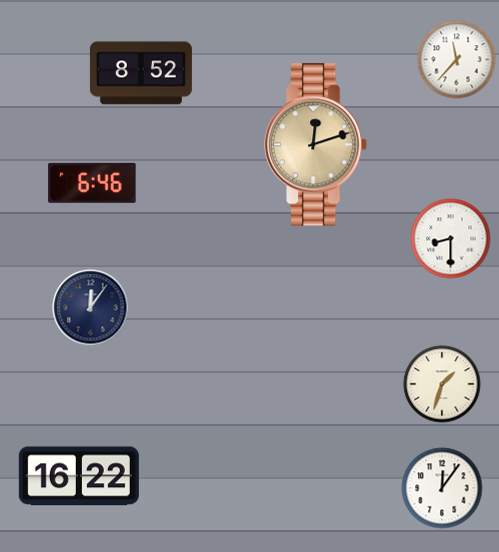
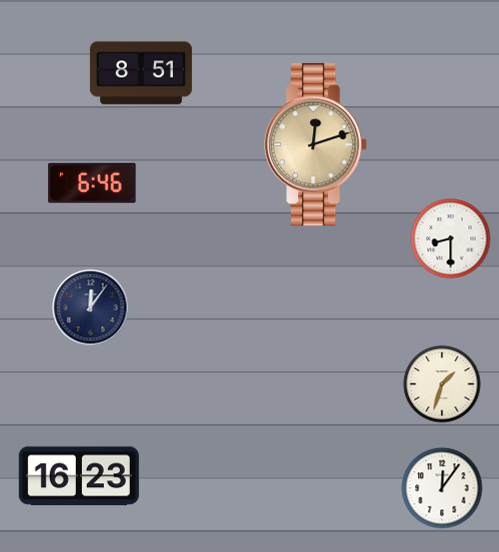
clock at (457, 60): 11:37 -> none
clock at (141, 73): 8:52 -> 8:51
clock at (79, 476): 16:22 -> 16:23
